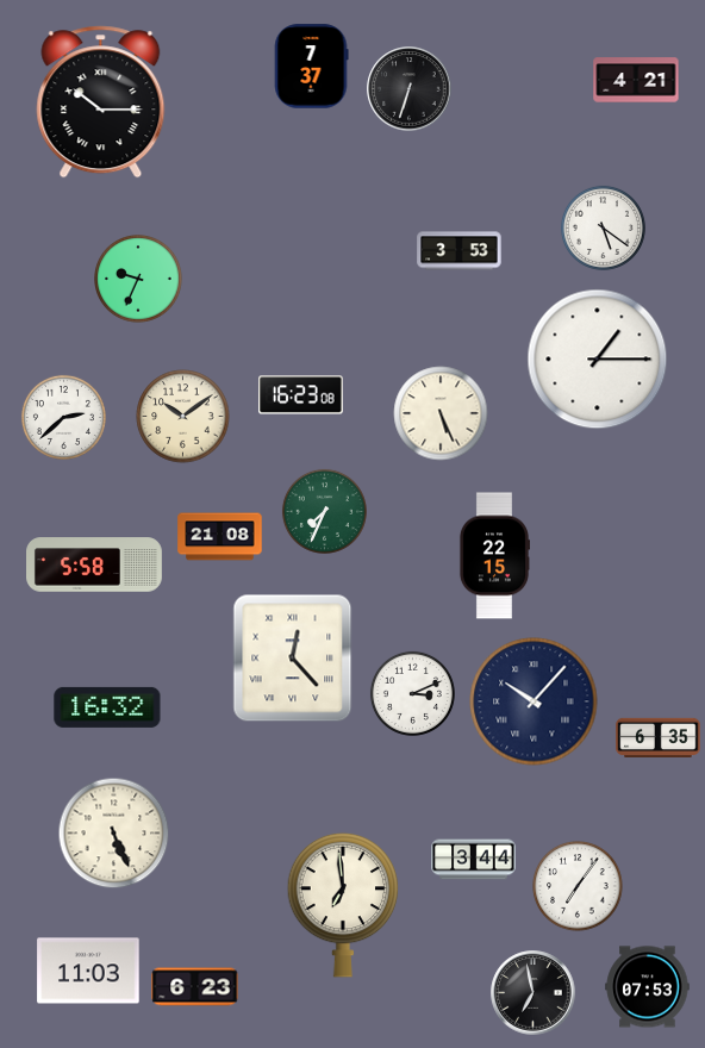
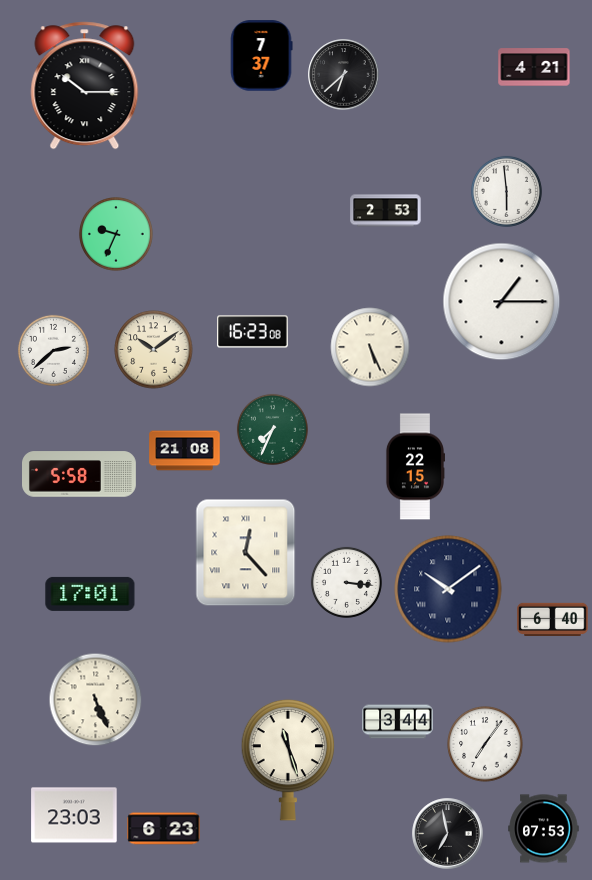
clock at (410, 89): 6:33 -> 6:38
clock at (603, 227): 5:21 -> 5:59
clock at (460, 251): 3:53 -> 2:53
clock at (412, 693): 3:11 -> 3:16
clock at (534, 701): 10:07 -> 10:09
clock at (107, 707): 16:32 -> 17:01
clock at (659, 737): 6:35 -> 6:40
clock at (343, 905): 6:59 -> 11:27
clock at (88, 971): 11:03 -> 23:03
